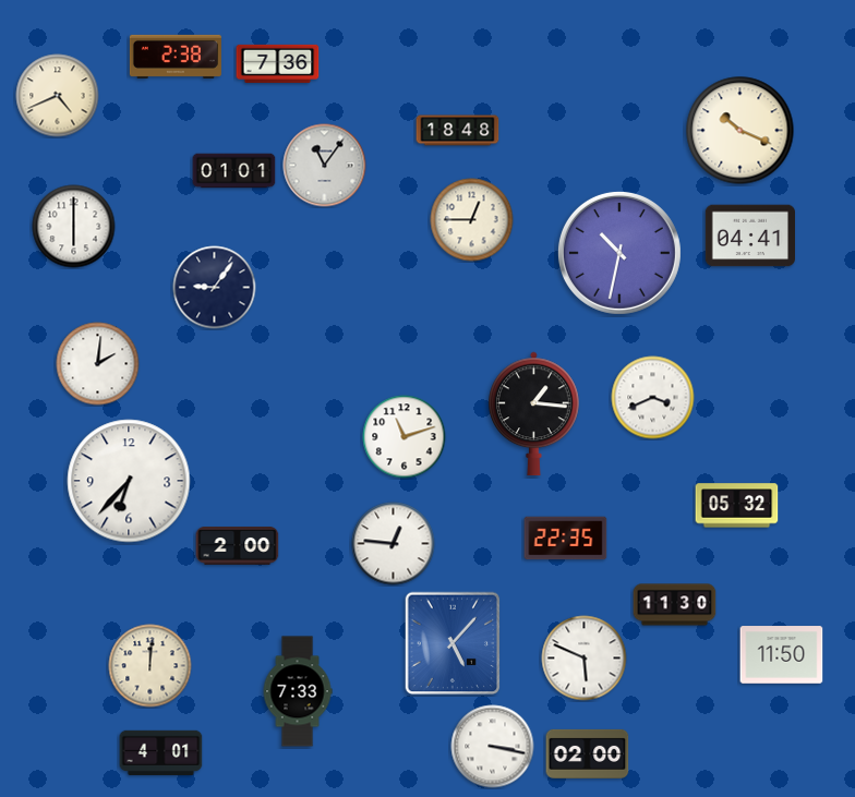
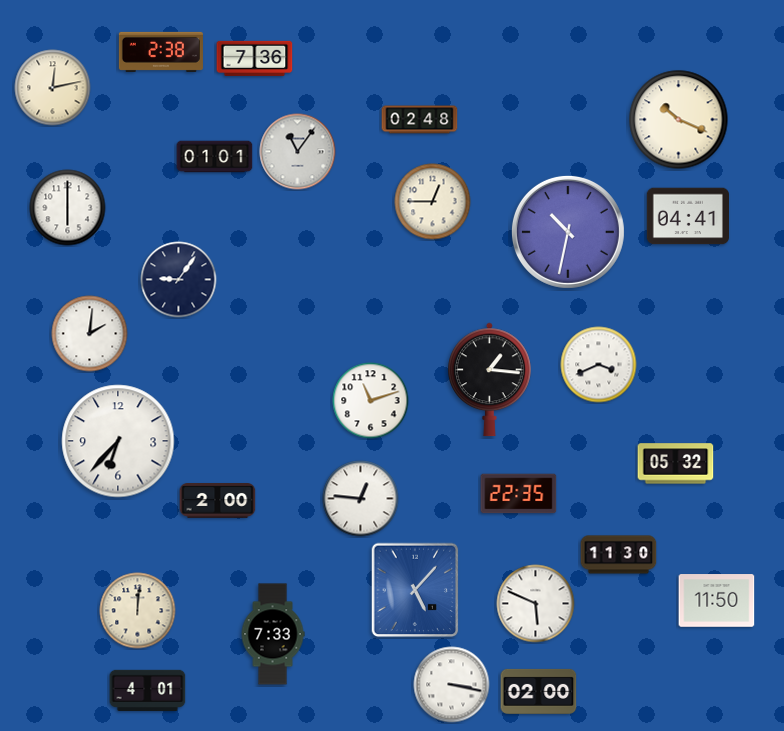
clock at (58, 96): 4:41 -> 12:13
clock at (458, 131): 18:48 -> 02:48
clock at (215, 288) position: (215, 288) -> (179, 280)
